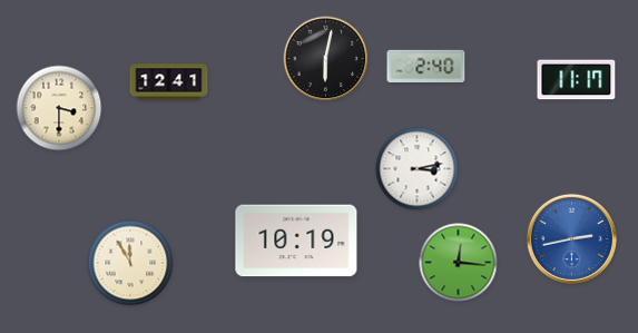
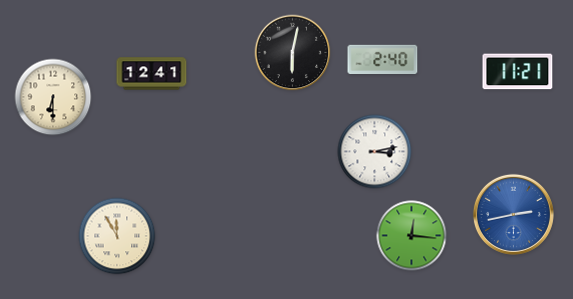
clock at (577, 80): 11:17 -> 11:21
clock at (59, 108): 3:30 -> 6:30
clock at (296, 241): 10:19 -> none
